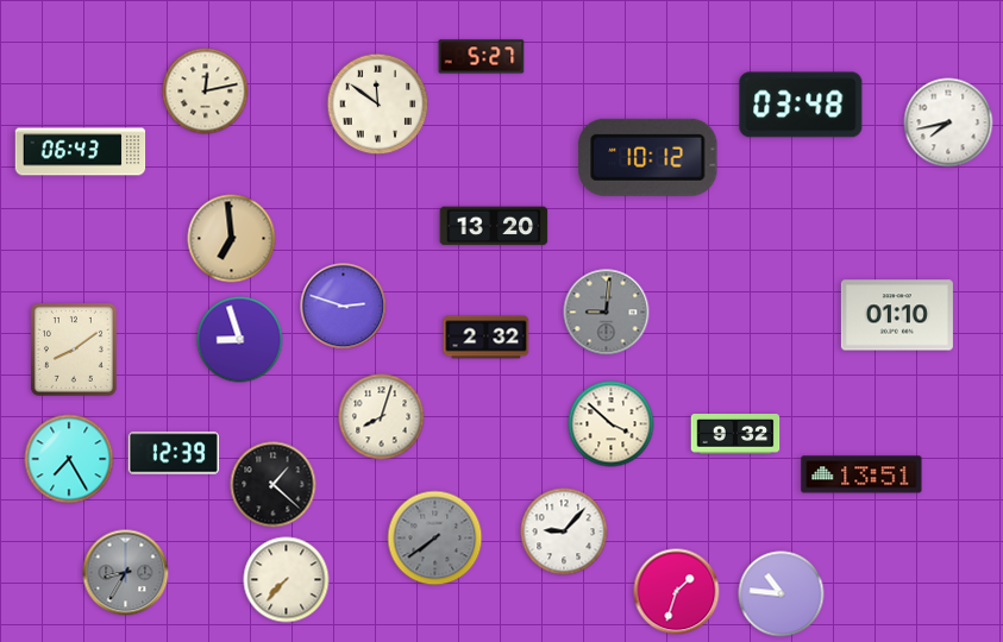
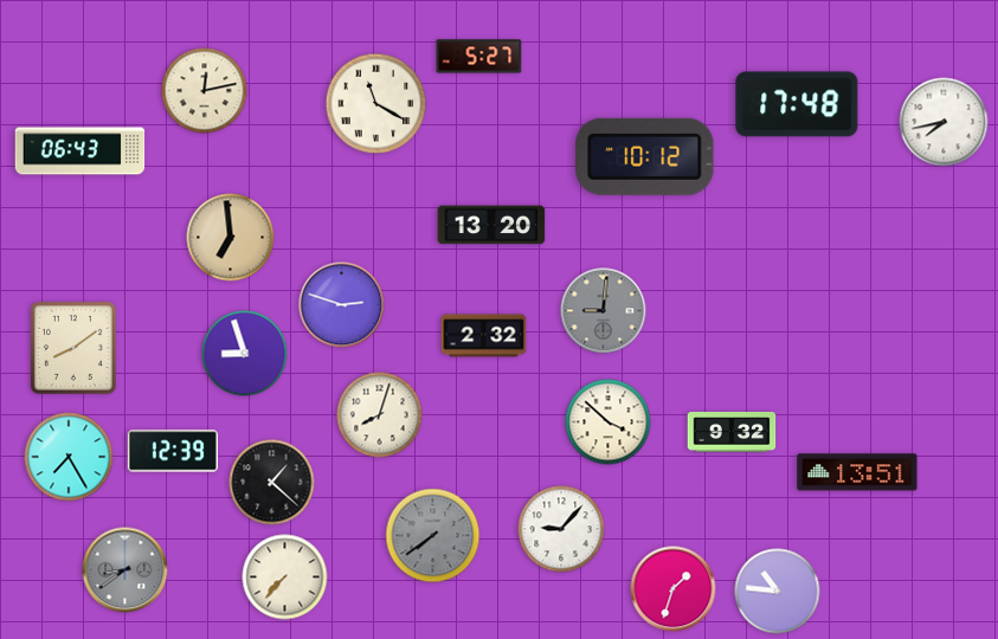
clock at (378, 105): 11:51 -> 11:20
clock at (801, 105): 03:48 -> 17:48
clock at (897, 315): 01:10 -> none
clock at (240, 340) position: (240, 340) -> (245, 354)
clock at (126, 573): 8:35 -> 8:39
